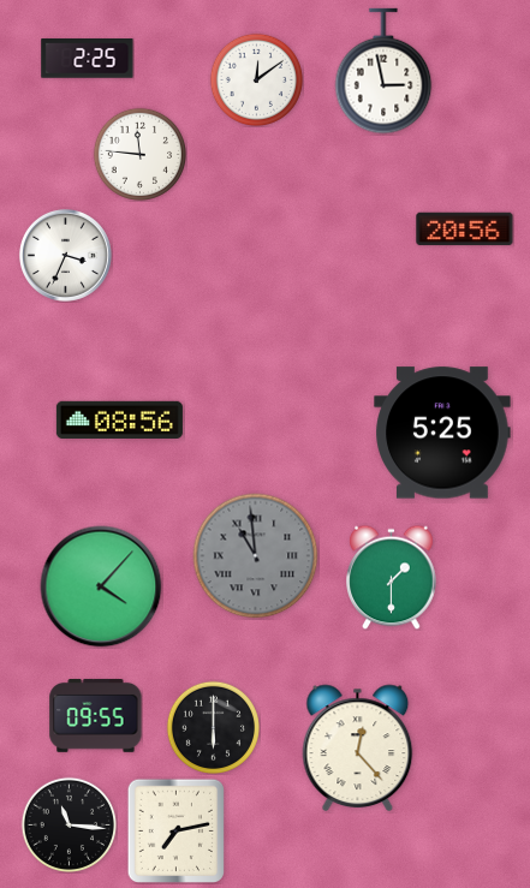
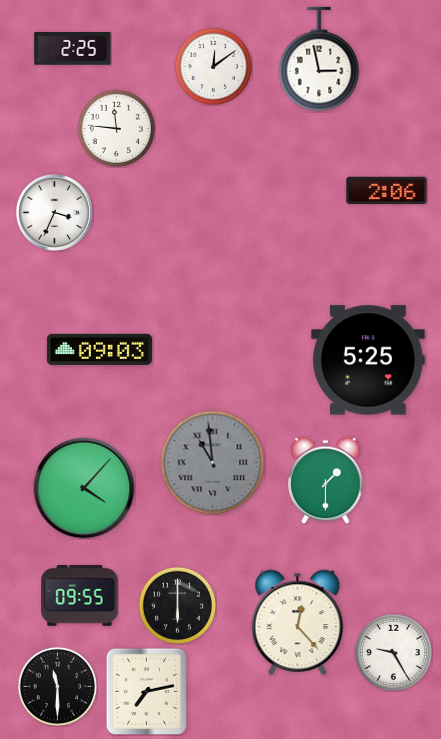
clock at (465, 230): 20:56 -> 2:06
clock at (119, 419): 08:56 -> 09:03
clock at (393, 652): none -> 9:25
clock at (69, 824): 11:16 -> 11:30
